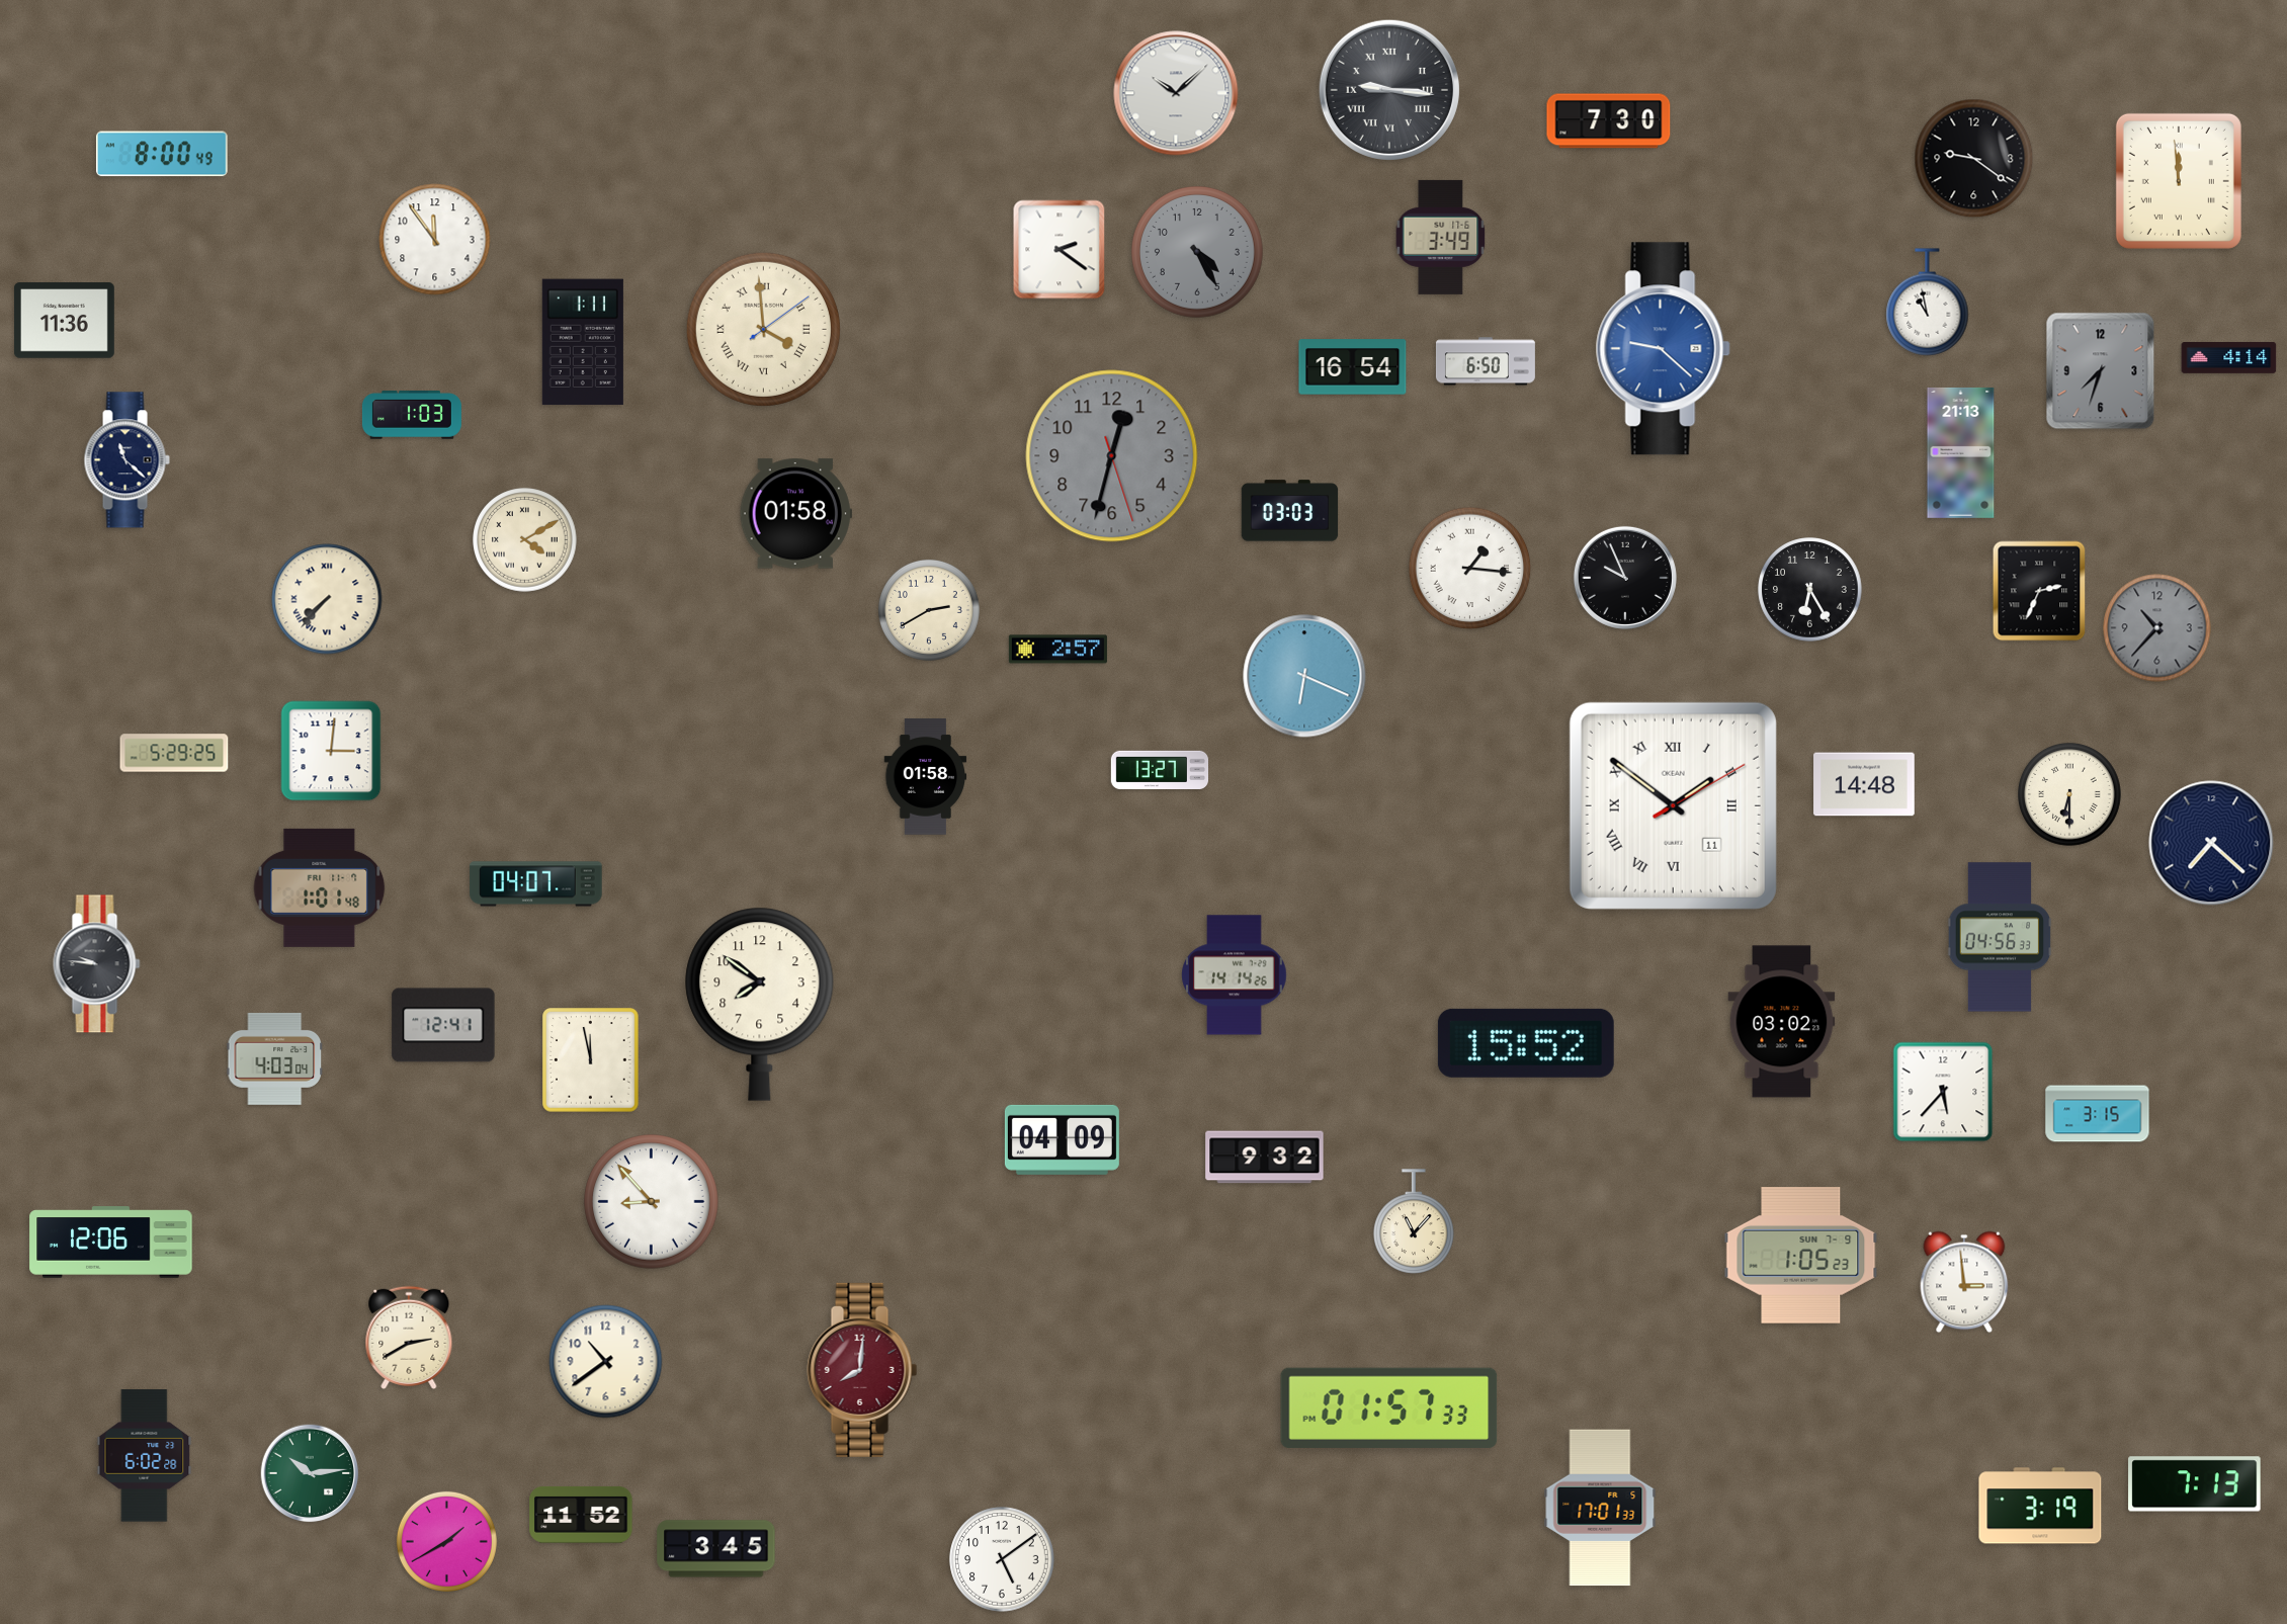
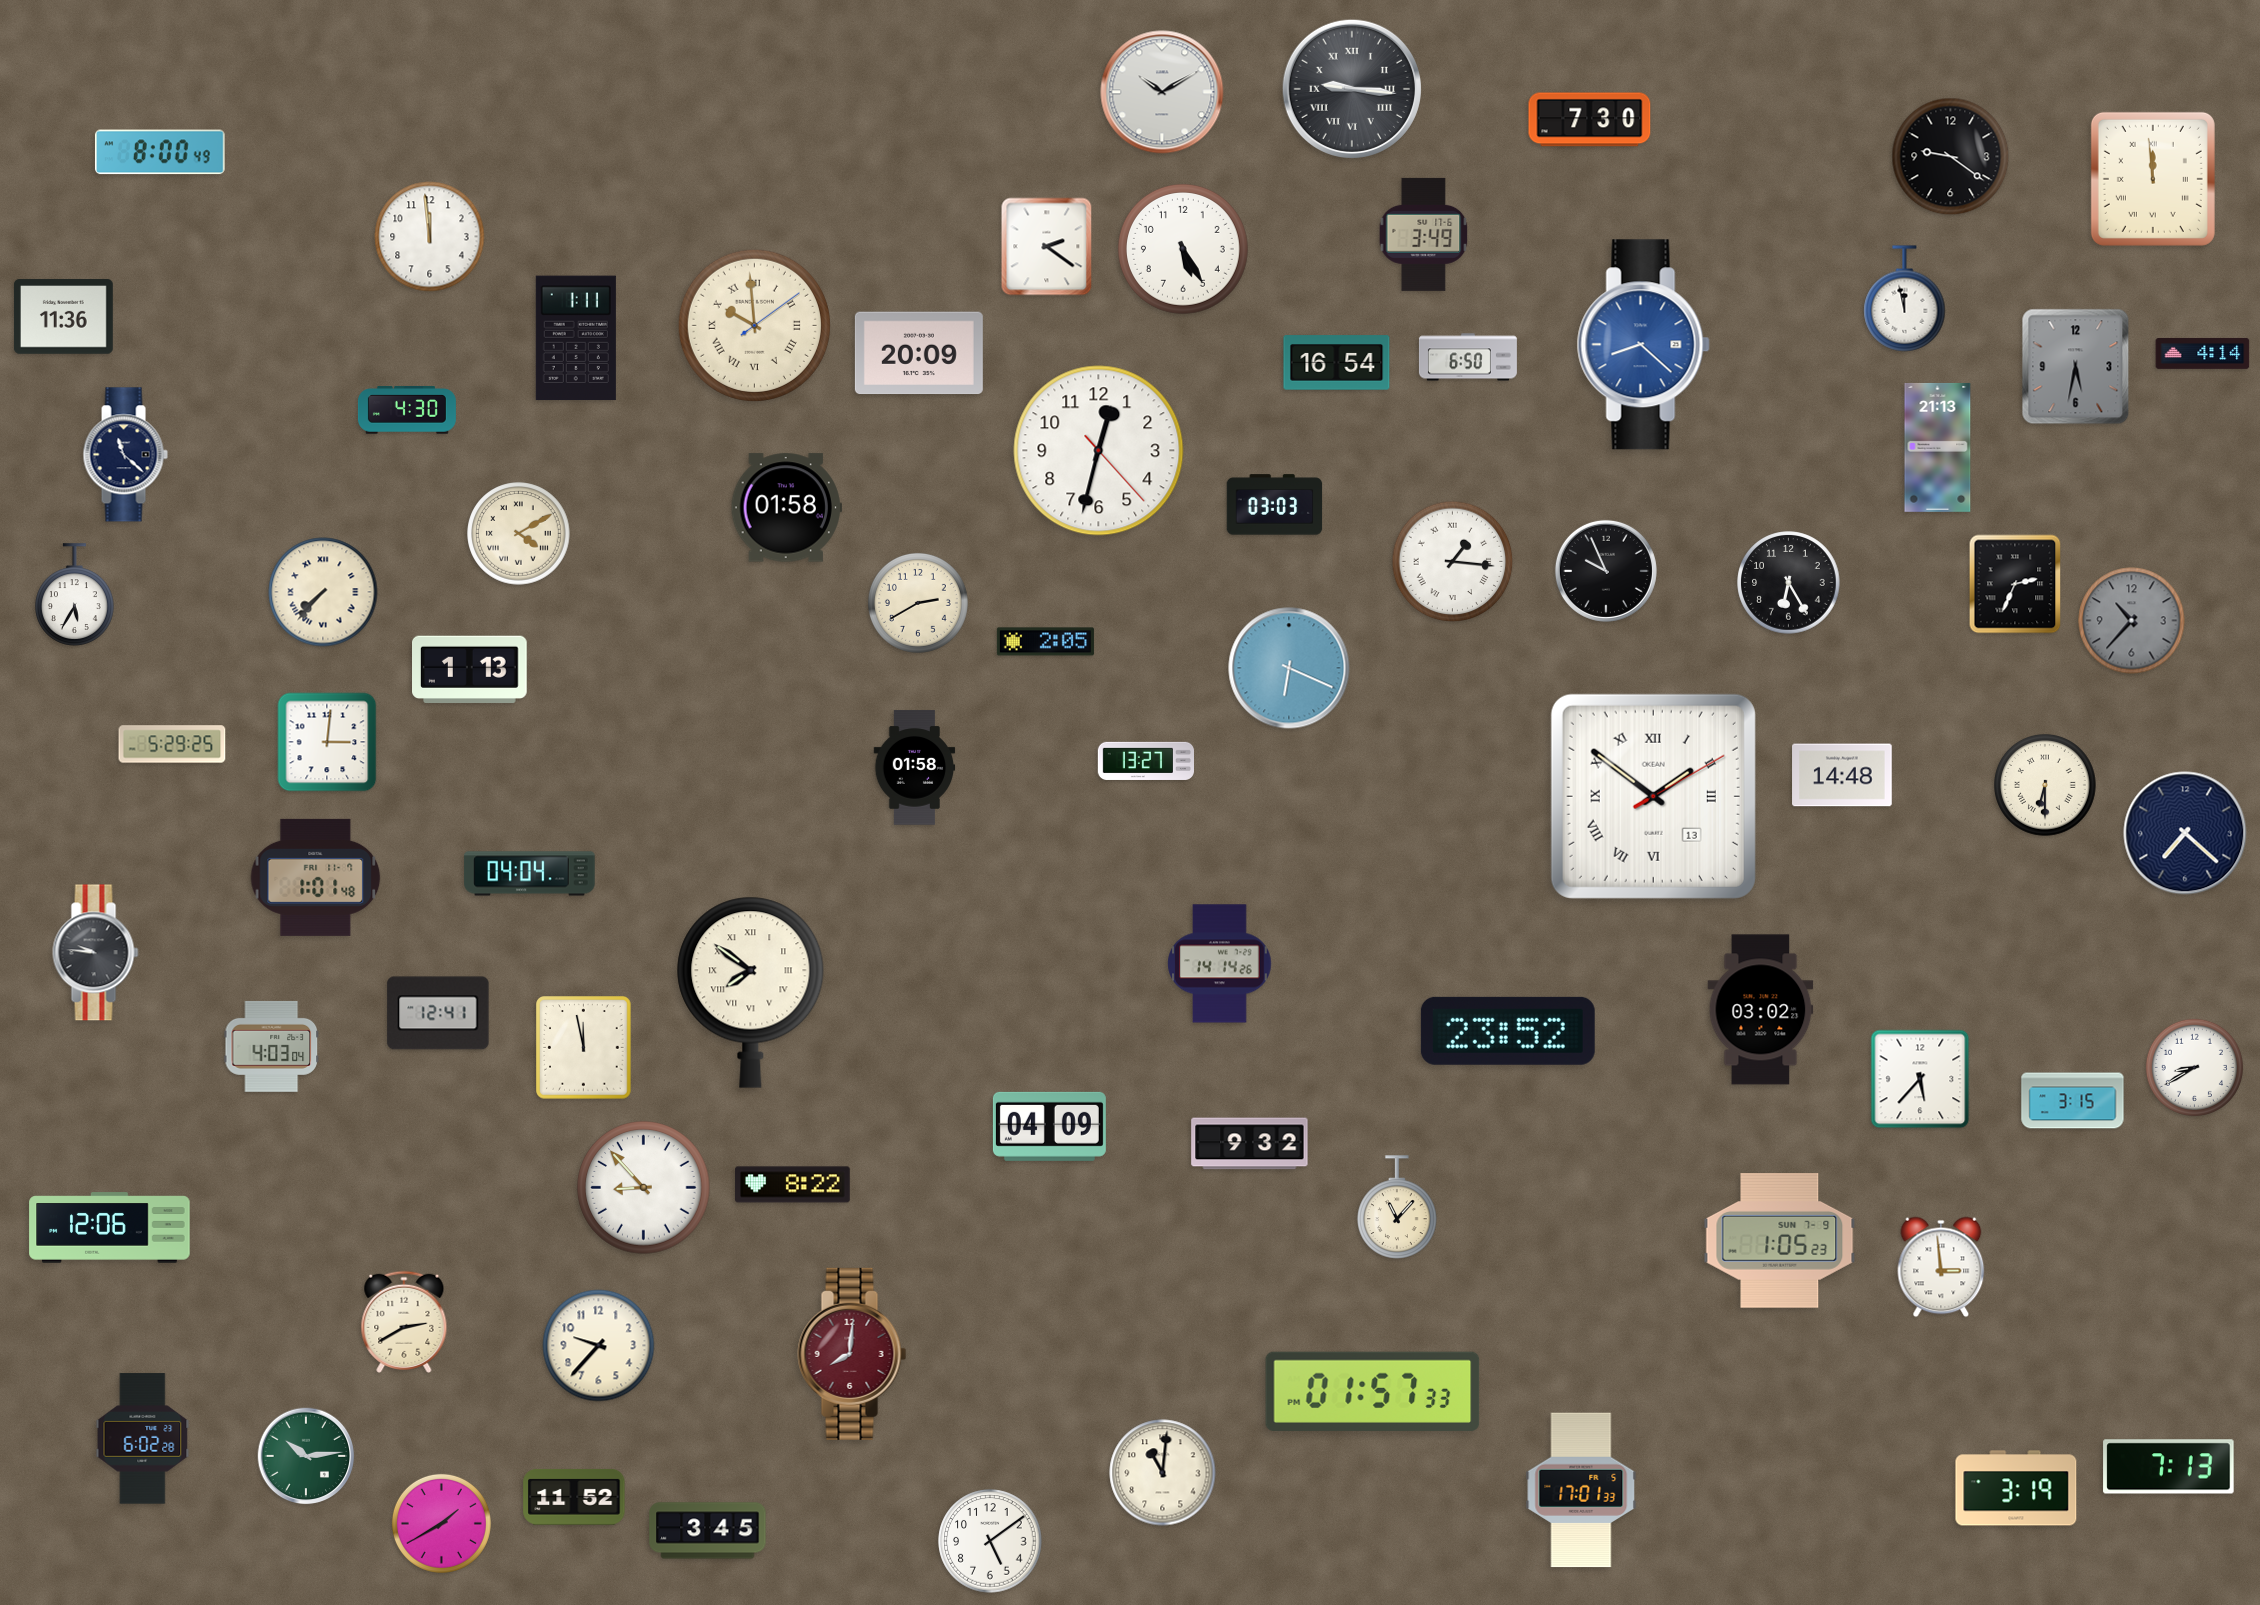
clock at (1389, 90) position: (1389, 90) -> (1352, 89)
clock at (1176, 93): 10:08 -> 10:10
clock at (435, 240): 11:54 -> 11:59
clock at (1197, 252): 4:25 -> 5:25
clock at (1197, 252) dial: grey -> white
clock at (1928, 303): 10:58 -> 11:58
clock at (763, 329): 3:59 -> 9:59
clock at (1663, 349): 9:22 -> 8:22
clock at (919, 353): none -> 20:09
clock at (2101, 371): 7:33 -> 5:32
clock at (412, 415): 1:03 -> 4:30
clock at (1112, 456): 12:32:27 -> 12:32:23
clock at (1112, 456) dial: grey -> white
clock at (75, 595): none -> 5:35
clock at (1057, 650): 2:57 -> 2:05
clock at (470, 670): none -> 1:13
clock at (1673, 805) date: 11 -> 13
clock at (536, 884): 04:07 -> 04:04
clock at (2000, 937): 04:56 -> none
clock at (760, 1004) numerals: Arabic -> Roman
clock at (1526, 1043): 15:52 -> 23:52
clock at (2194, 1067): none -> 8:40
clock at (793, 1185): none -> 8:22
clock at (606, 1362): 10:39 -> 9:37
clock at (1163, 1473): none -> 11:01
